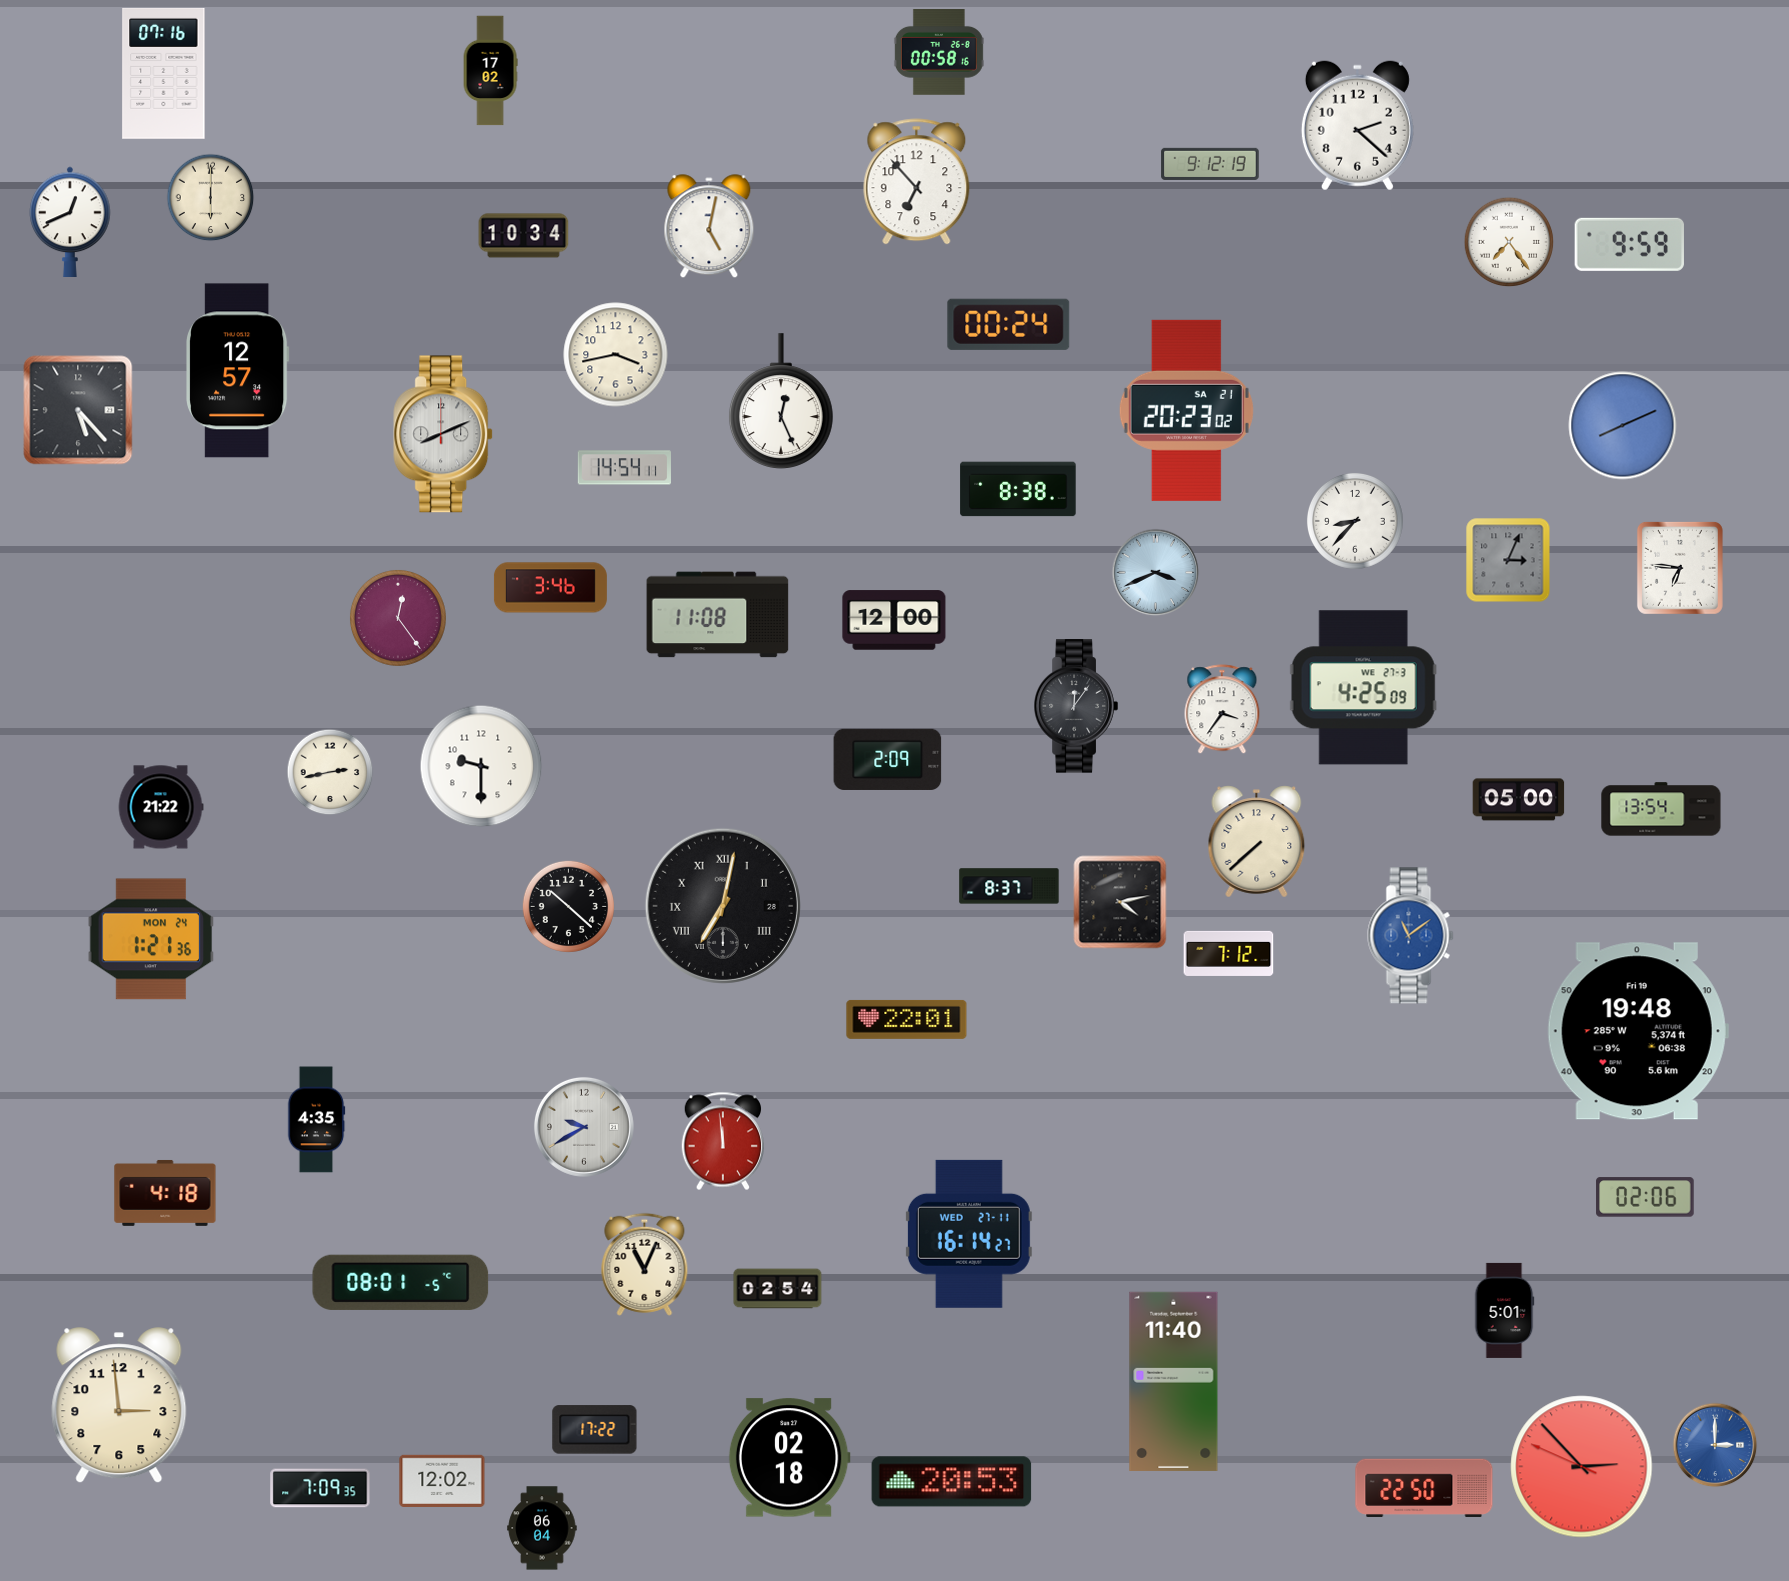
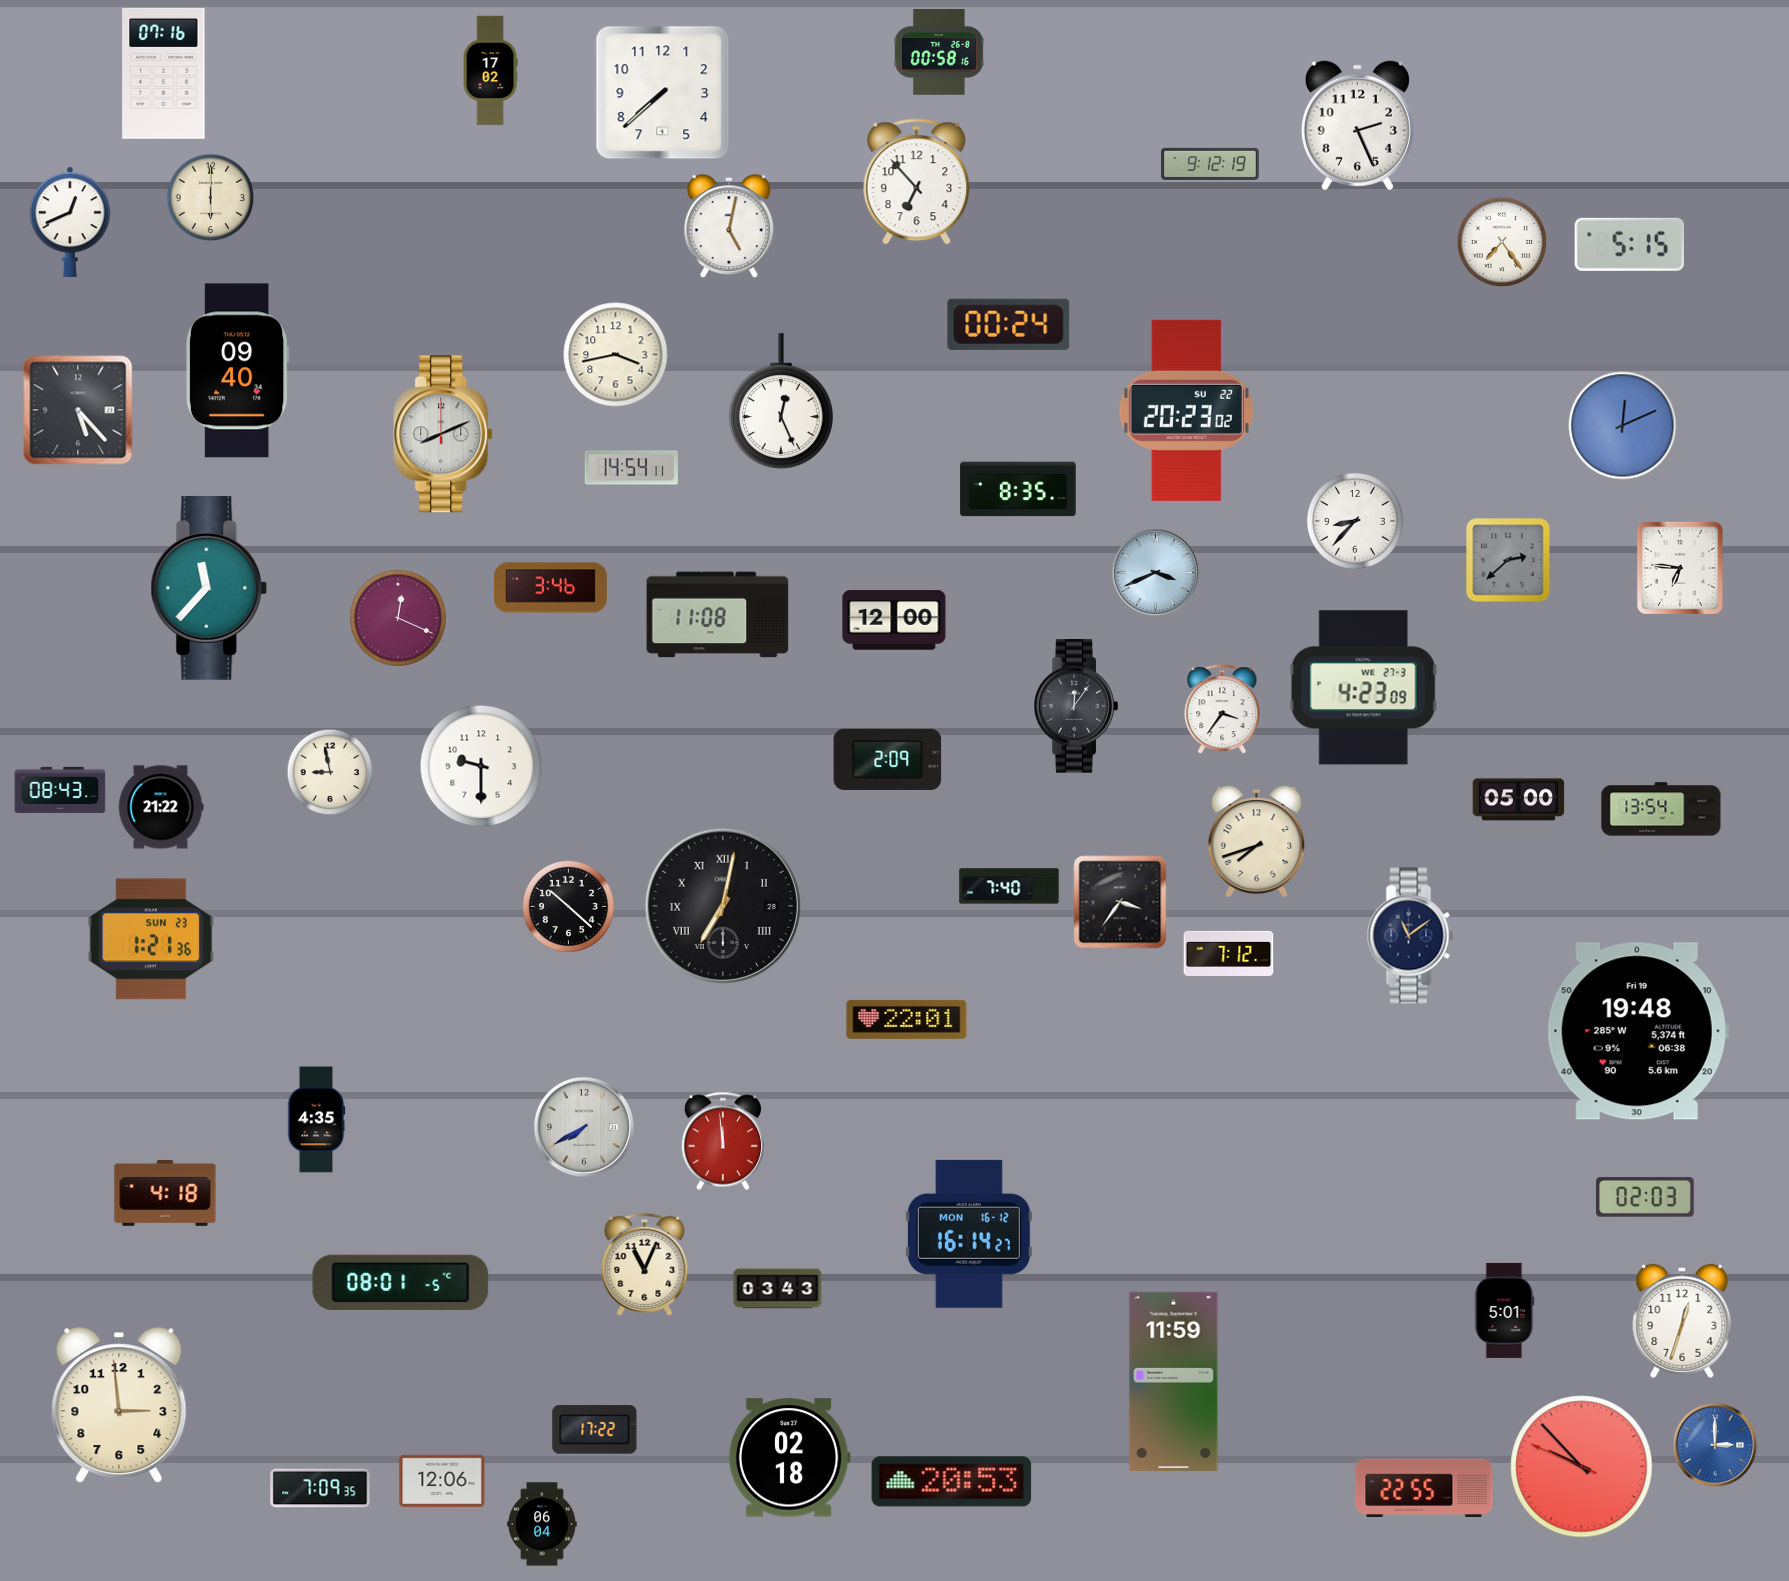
clock at (663, 93): none -> 7:38
clock at (1357, 126): 2:22 -> 2:26
clock at (709, 227) position: (709, 227) -> (729, 227)
clock at (524, 236): 10:34 -> none
clock at (1509, 242) position: (1509, 242) -> (1502, 242)
clock at (1629, 244): 9:59 -> 5:15
clock at (238, 371): 12:57 -> 09:40
clock at (1186, 410) date: SA 21 -> SU 22
clock at (1623, 426): 8:11 -> 12:11
clock at (624, 468) position: (624, 468) -> (631, 468)
clock at (1018, 489): 8:38 -> 8:35
clock at (1508, 560): 3:04 -> 2:38
clock at (209, 588): none -> 11:37
clock at (398, 618): 12:24 -> 12:19
clock at (1363, 688): 4:25 -> 4:23
clock at (330, 772): 2:43 -> 8:58
clock at (60, 790): none -> 08:43
clock at (1257, 842): 7:38 -> 7:42
clock at (1009, 886): 8:37 -> 7:40
clock at (1120, 902): 4:13 -> 3:36
clock at (1411, 936) dial: blue -> navy
clock at (151, 939) date: MON 24 -> SUN 23
clock at (584, 1127): 9:40 -> 7:40
clock at (1645, 1197): 02:06 -> 02:03
clock at (969, 1234) date: WED 27-11 -> MON 16-12
clock at (778, 1289): 02:54 -> 03:43
clock at (1682, 1321): none -> 12:33
clock at (1174, 1381): 11:40 -> 11:59
clock at (1582, 1467): 2:52 -> 9:52
clock at (442, 1481): 12:02 -> 12:06
clock at (1424, 1488): 22:50 -> 22:55
clock at (542, 1528) position: (542, 1528) -> (542, 1524)
